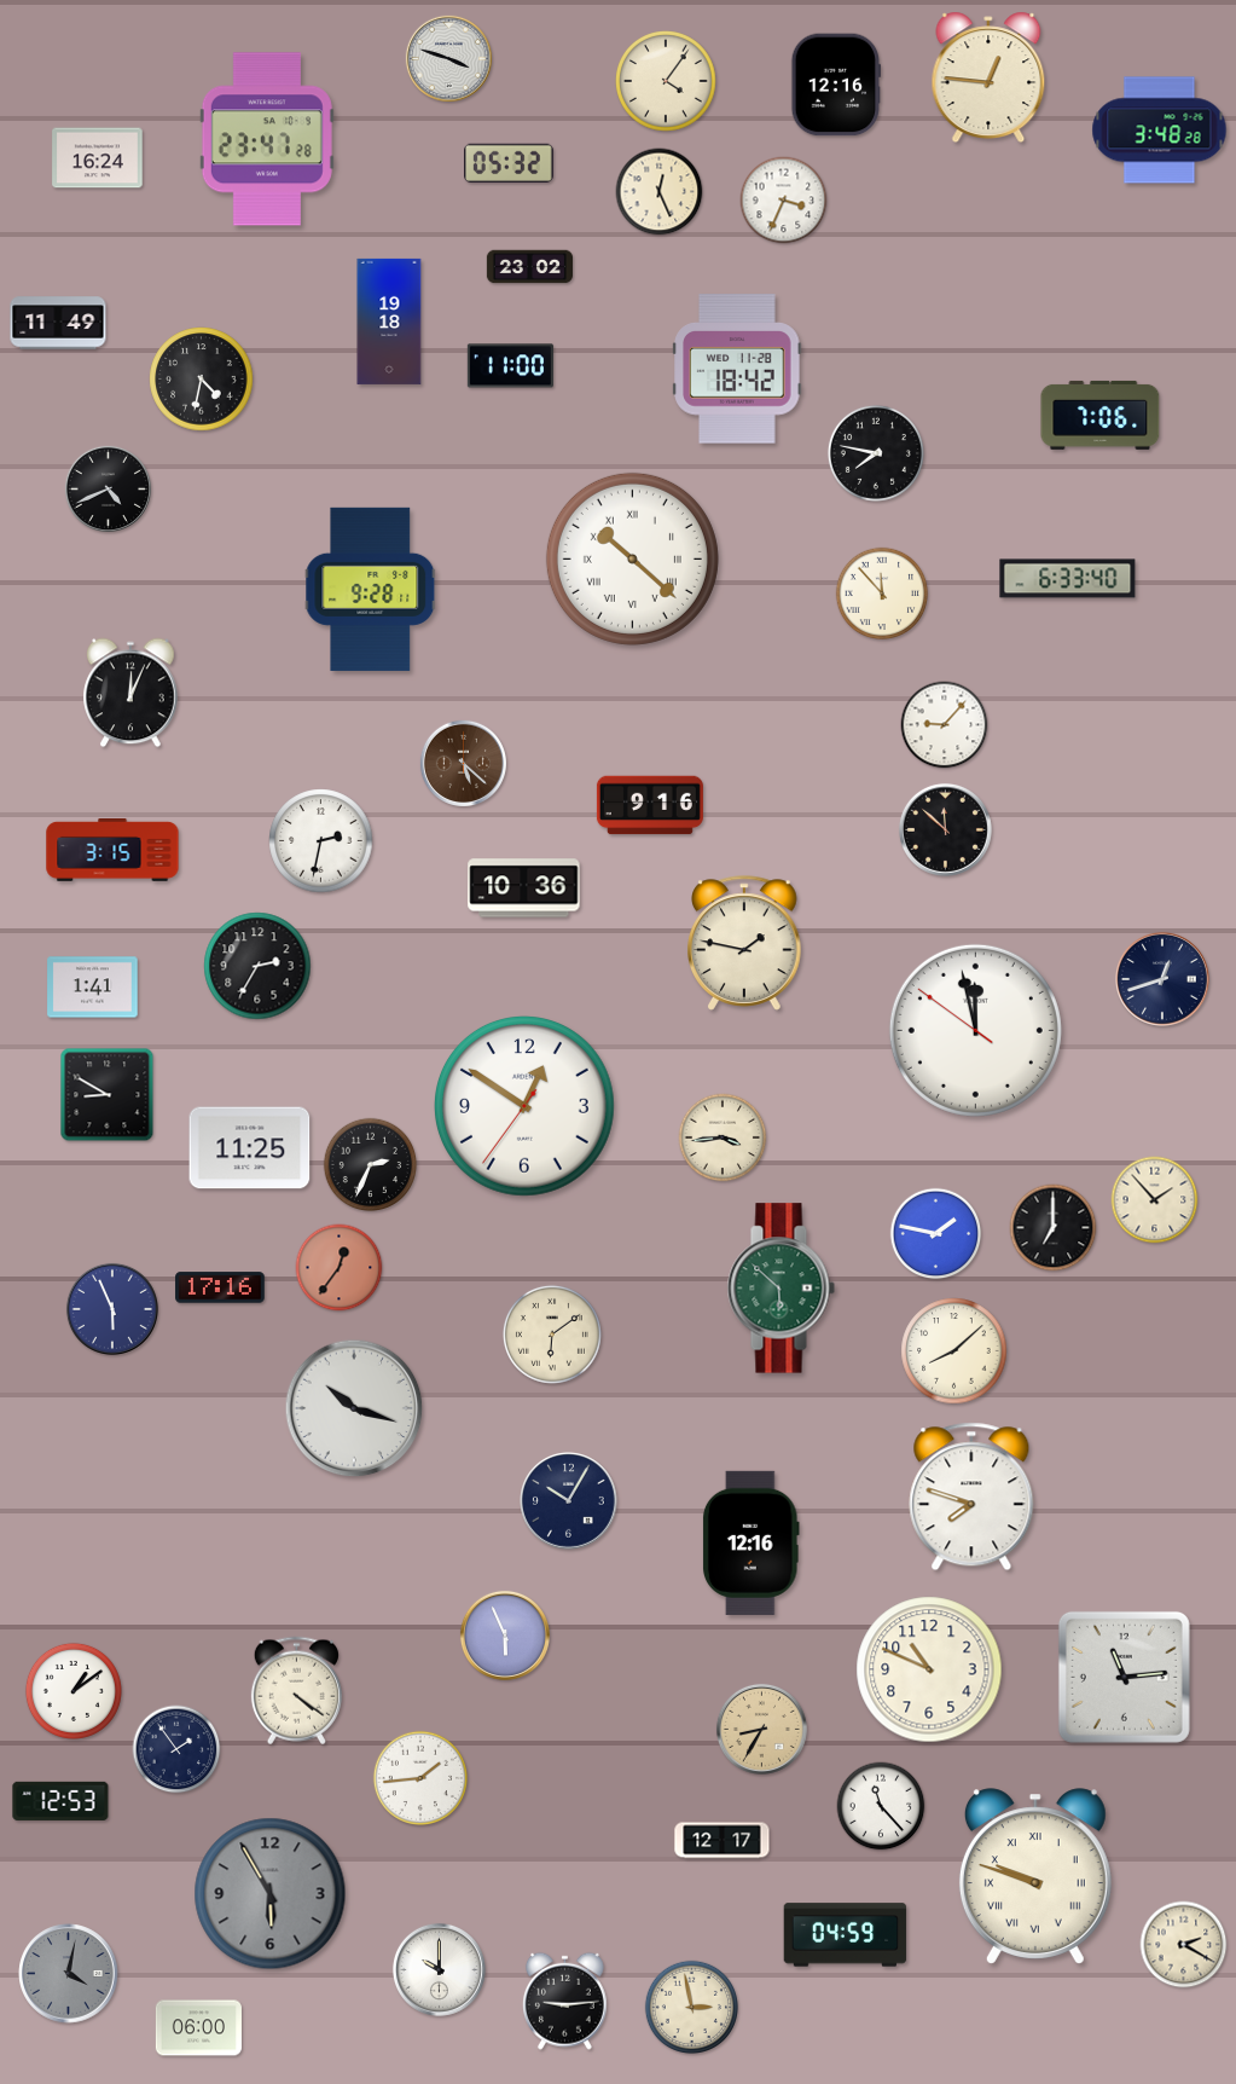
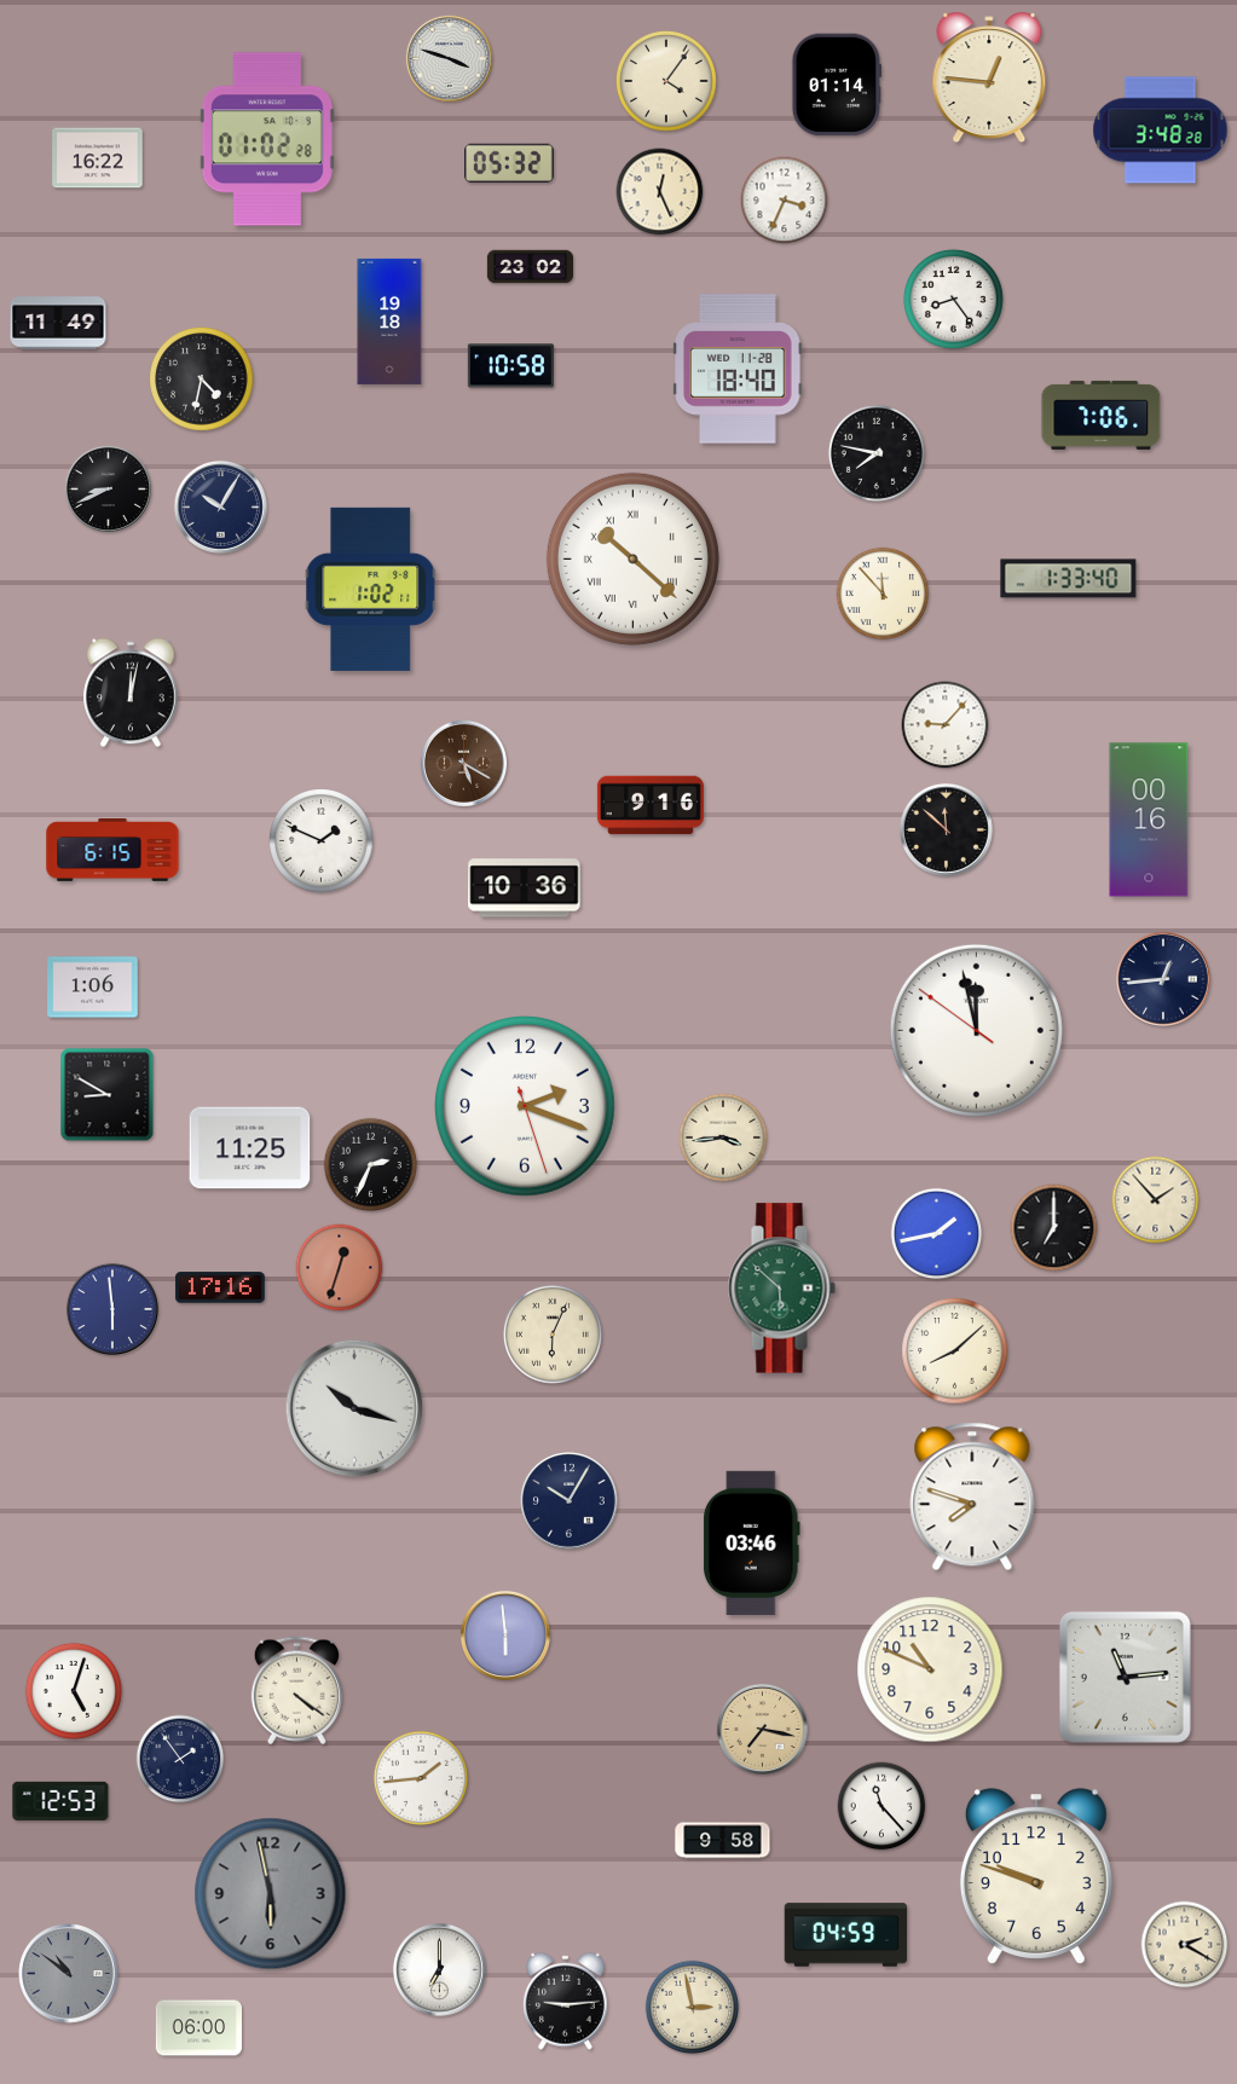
clock at (835, 85): 12:16 -> 01:14
clock at (267, 139): 23:47 -> 01:02
clock at (98, 158): 16:24 -> 16:22
clock at (953, 299): none -> 8:24
clock at (510, 366): 11:00 -> 10:58
clock at (737, 369): 18:42 -> 18:40
clock at (108, 488): 4:41 -> 8:41
clock at (220, 506): none -> 10:05
clock at (1068, 579): 6:33 -> 1:33
clock at (371, 589): 9:28 -> 1:02
clock at (130, 693): 12:04 -> 12:02
clock at (463, 763): 5:22 -> 5:20
clock at (1149, 820): none -> 00:16
clock at (321, 841): 2:32 -> 1:49
clock at (112, 851): 3:15 -> 6:15
clock at (744, 943): 1:47 -> none
clock at (257, 966): 2:35 -> none
clock at (1162, 979): 12:42 -> 12:44
clock at (93, 988): 1:41 -> 1:06
clock at (526, 1107): 12:50 -> 2:18
clock at (936, 1234): 1:47 -> 1:43
clock at (340, 1268): 12:36 -> 12:33
clock at (112, 1309): 5:56 -> 5:59
clock at (552, 1335): 6:09 -> 6:04
clock at (750, 1542): 12:16 -> 03:46
clock at (505, 1636): 5:56 -> 5:59
clock at (74, 1691): 1:09 -> 5:03
clock at (761, 1729): 8:35 -> 7:17
clock at (176, 1749) position: (176, 1749) -> (180, 1759)
clock at (723, 1841): 12:17 -> 9:58
clock at (1035, 1876) numerals: Roman -> Arabic
clock at (271, 1894): 5:55 -> 5:58
clock at (439, 1969): 10:00 -> 7:00
clock at (69, 1974): 4:02 -> 10:51
